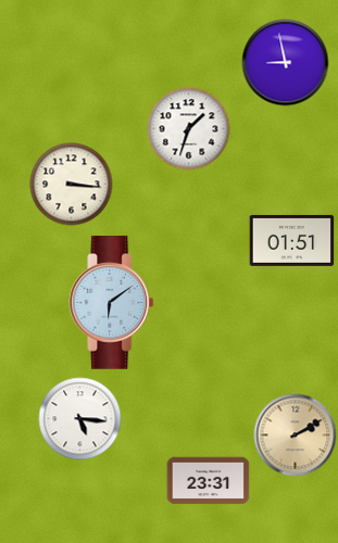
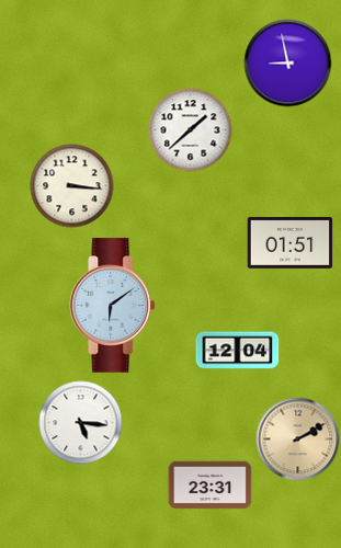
clock at (189, 129): 1:33 -> 1:38
clock at (292, 240) position: (292, 240) -> (291, 242)
clock at (238, 351): none -> 12:04
